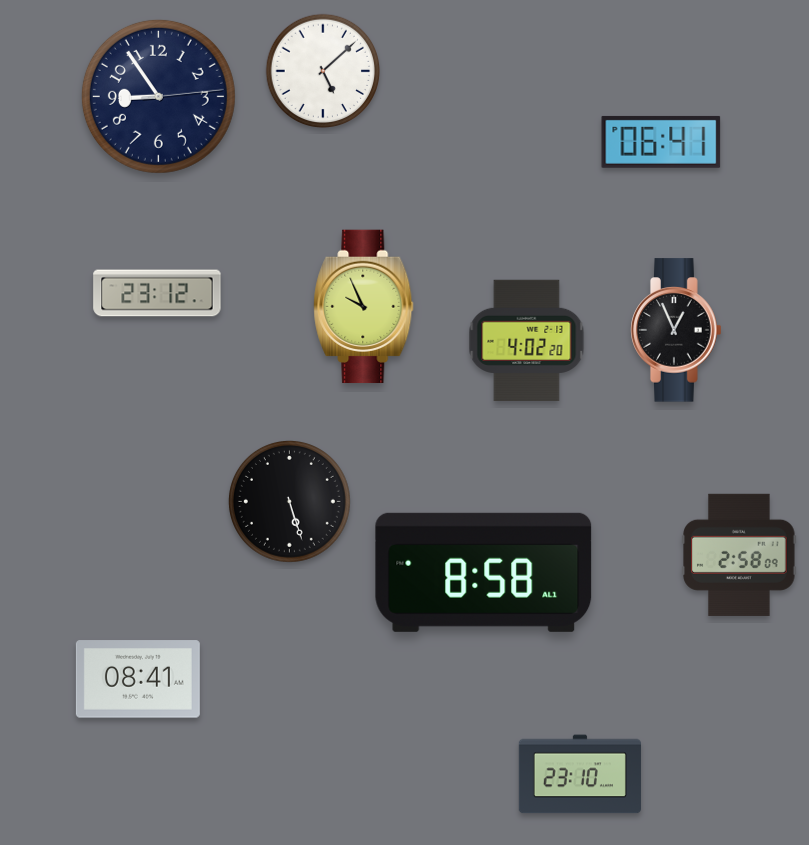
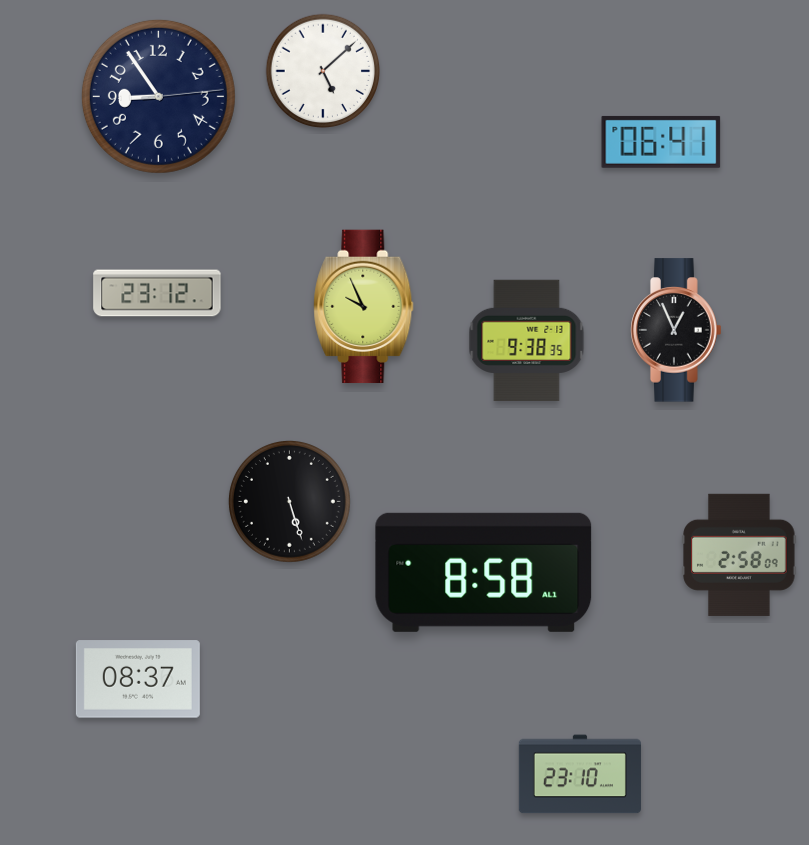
clock at (527, 340): 4:02 -> 9:38
clock at (138, 679): 08:41 -> 08:37
